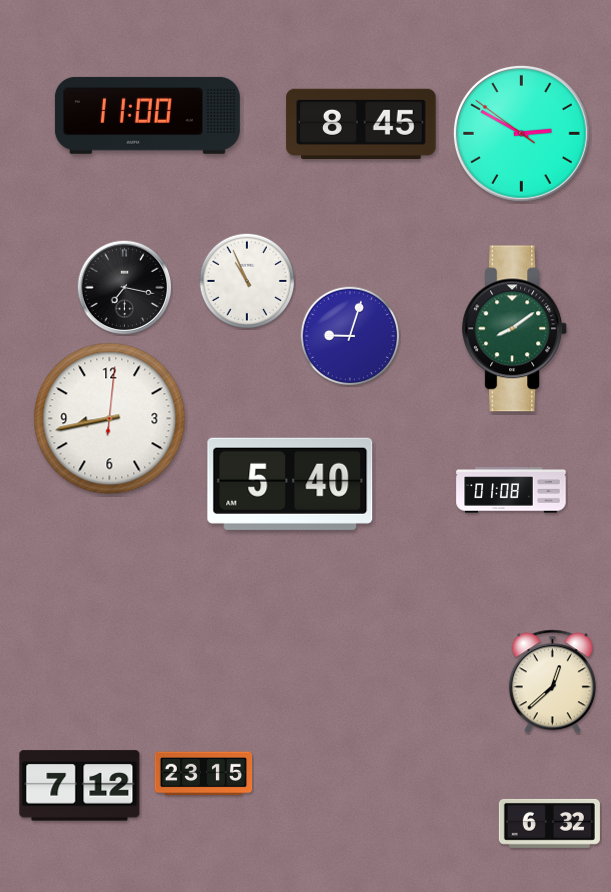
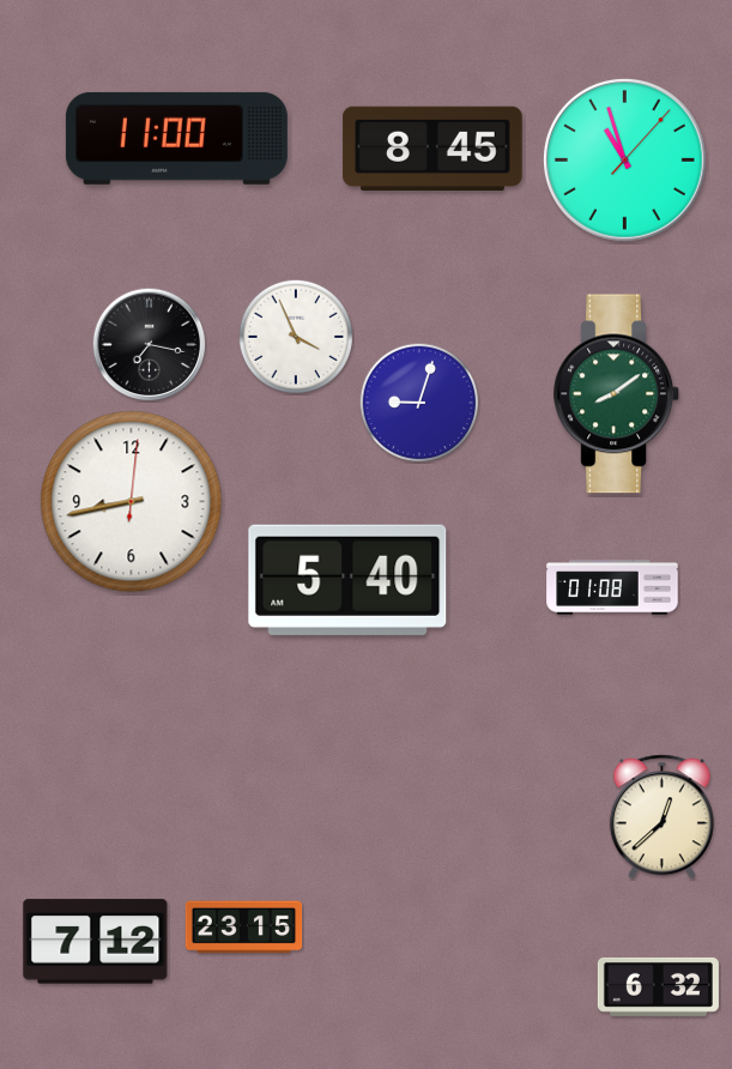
clock at (521, 133): 2:49 -> 10:57
clock at (246, 280): 10:56 -> 3:56
